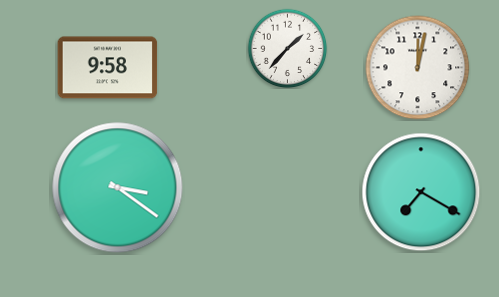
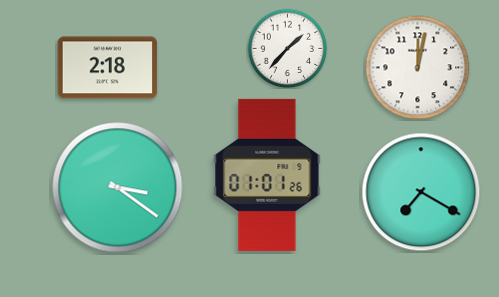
clock at (108, 68): 9:58 -> 2:18
clock at (267, 175): none -> 01:01
